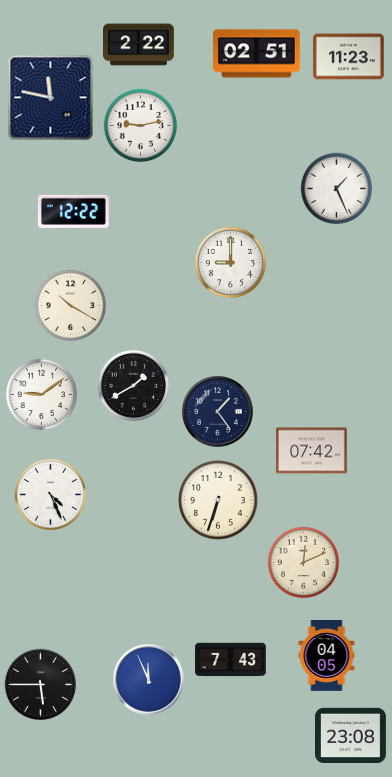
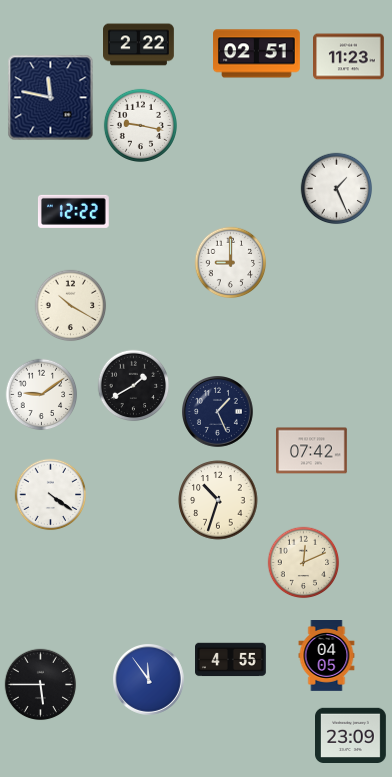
clock at (140, 125): 9:13 -> 9:17
clock at (218, 412): 1:24 -> 1:26
clock at (51, 495): 4:26 -> 4:21
clock at (218, 500): 6:33 -> 10:33
clock at (231, 660): 7:43 -> 4:55
clock at (149, 680): 11:56 -> 11:54
clock at (351, 736): 23:08 -> 23:09
